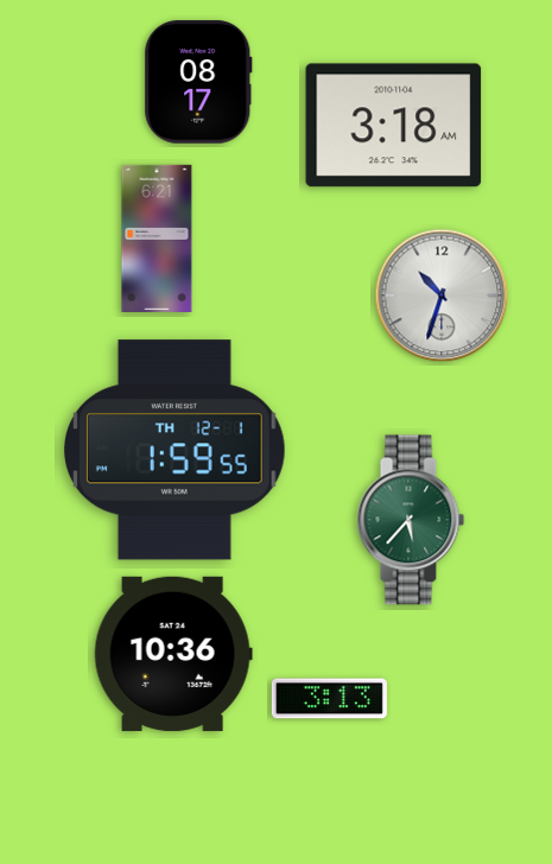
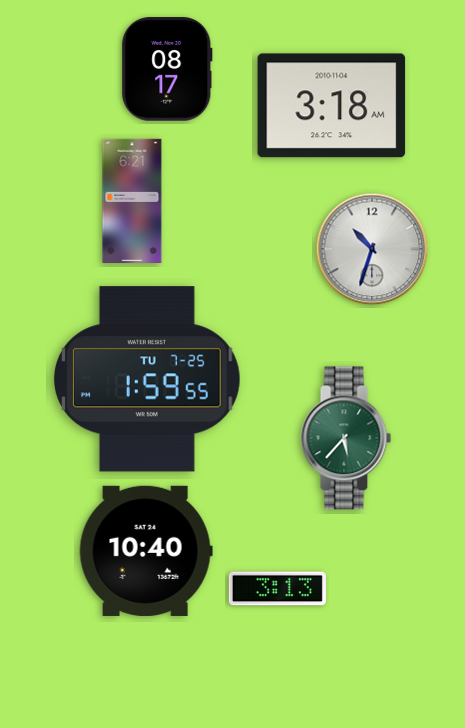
clock at (175, 450) date: TH 12-1 -> TU 7-25
clock at (173, 654): 10:36 -> 10:40
